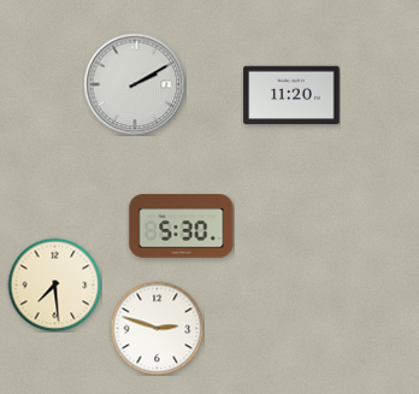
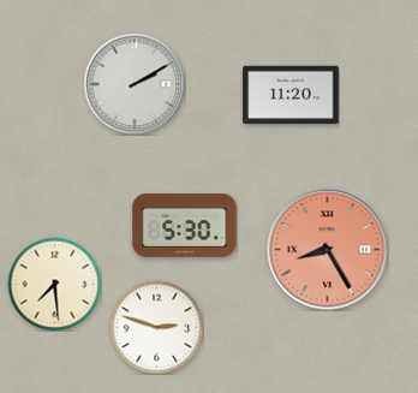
clock at (182, 227) position: (182, 227) -> (185, 226)
clock at (328, 250): none -> 8:25
